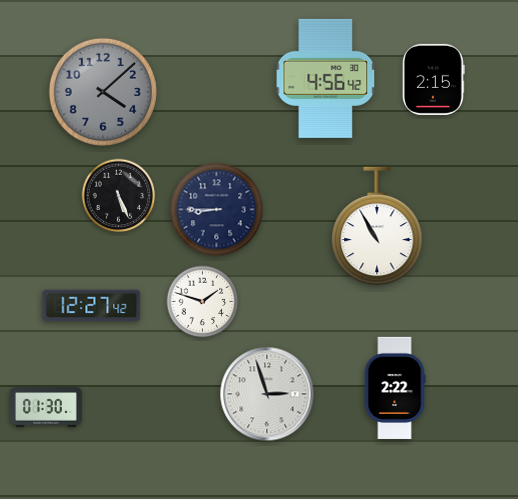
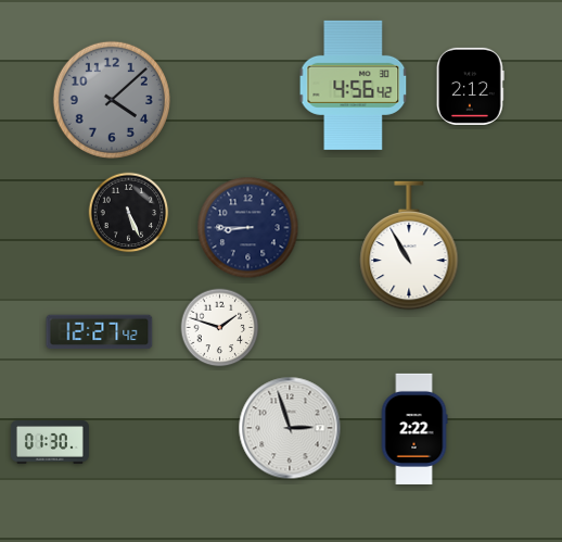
clock at (433, 79): 2:15 -> 2:12
clock at (217, 210) position: (217, 210) -> (248, 228)
clock at (395, 388) position: (395, 388) -> (414, 429)
